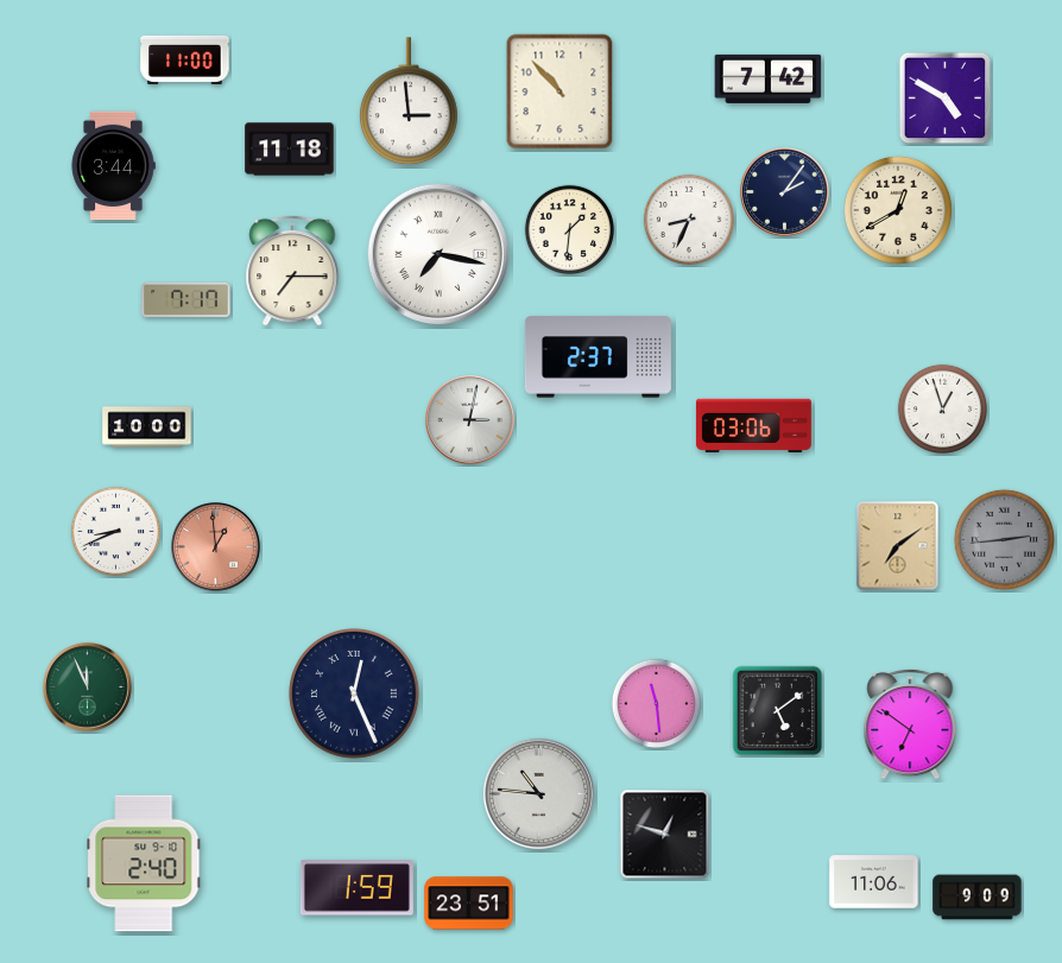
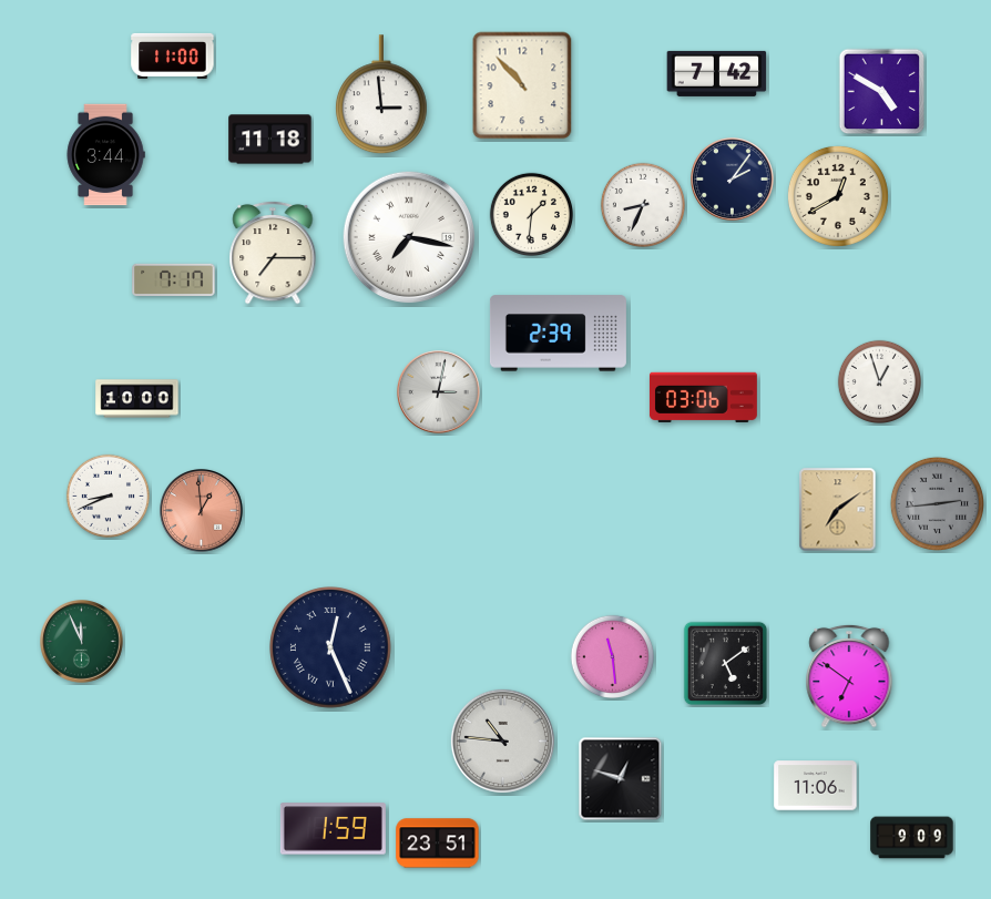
clock at (598, 357): 2:37 -> 2:39
clock at (144, 863): 2:40 -> none
clock at (874, 882) position: (874, 882) -> (816, 786)
